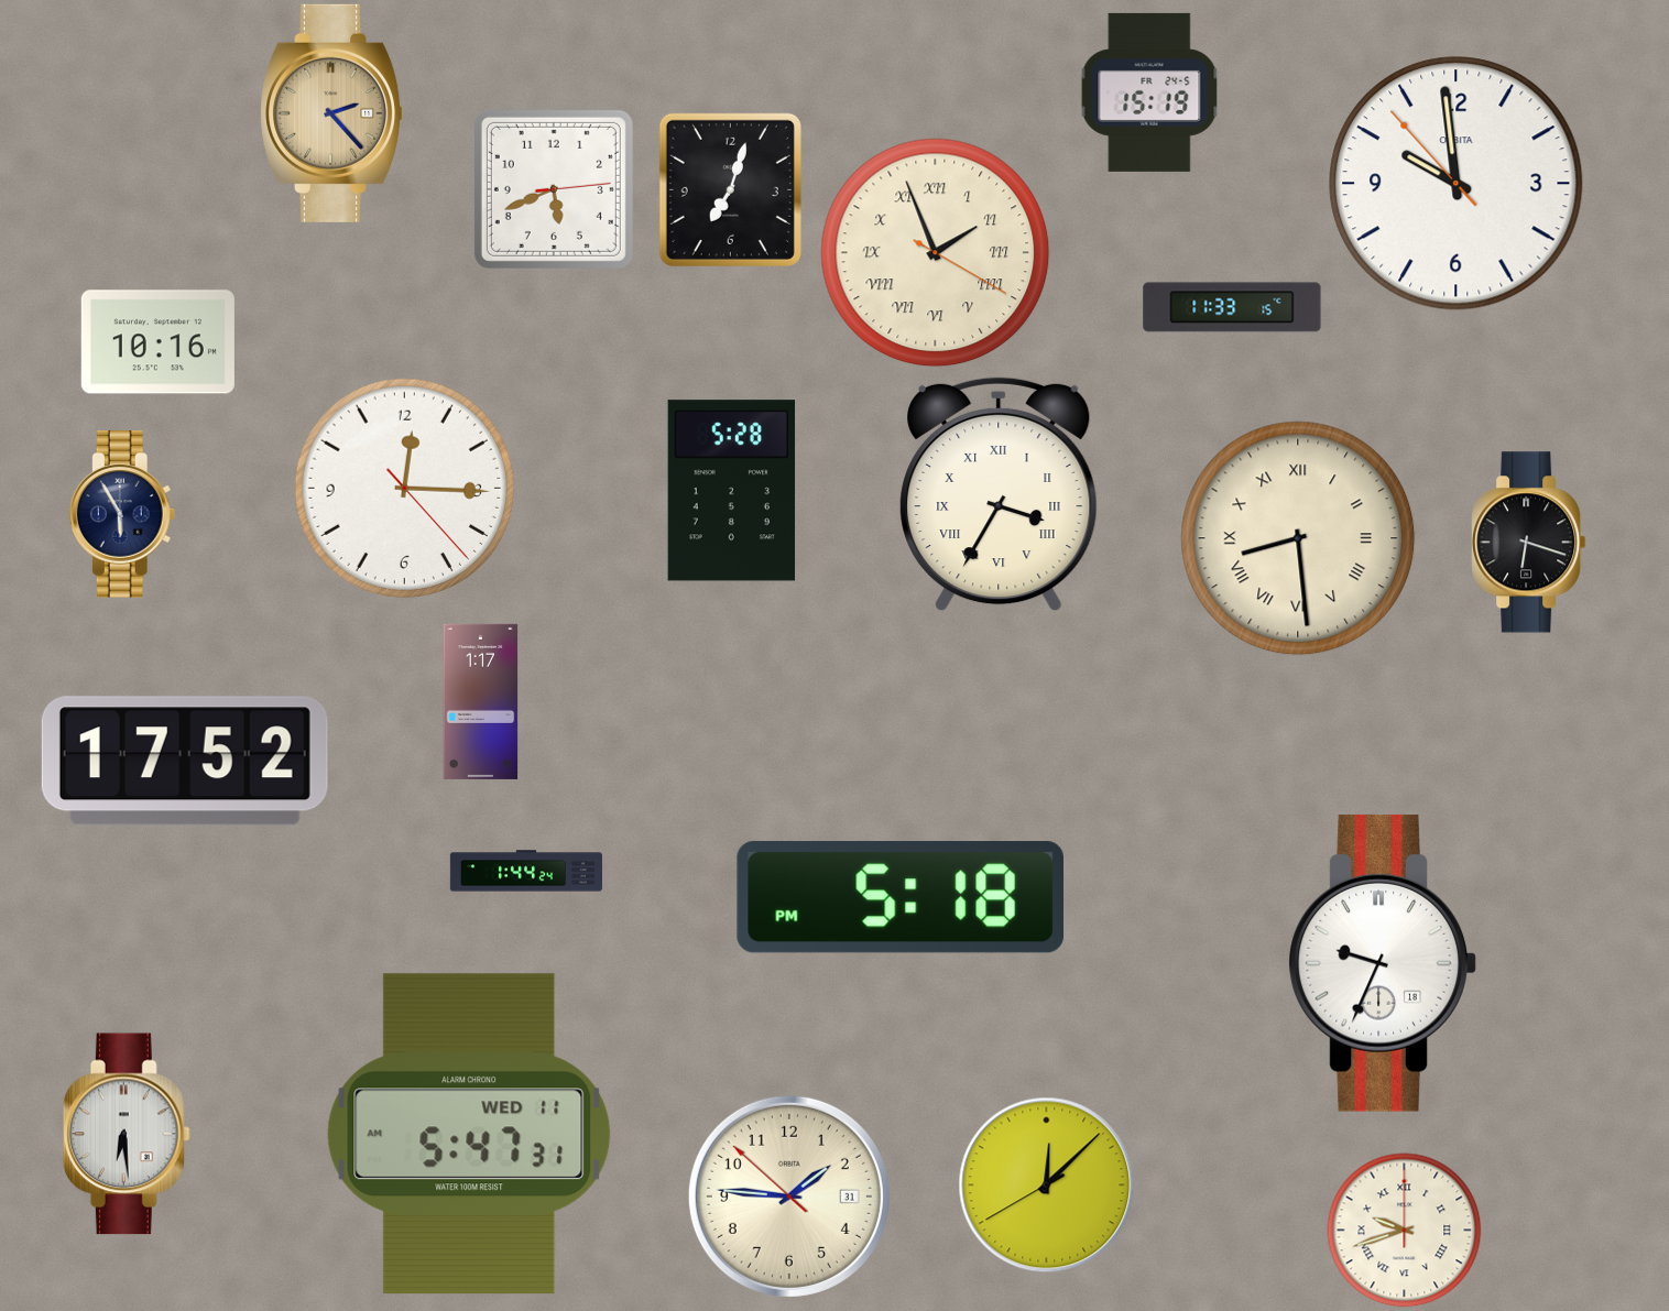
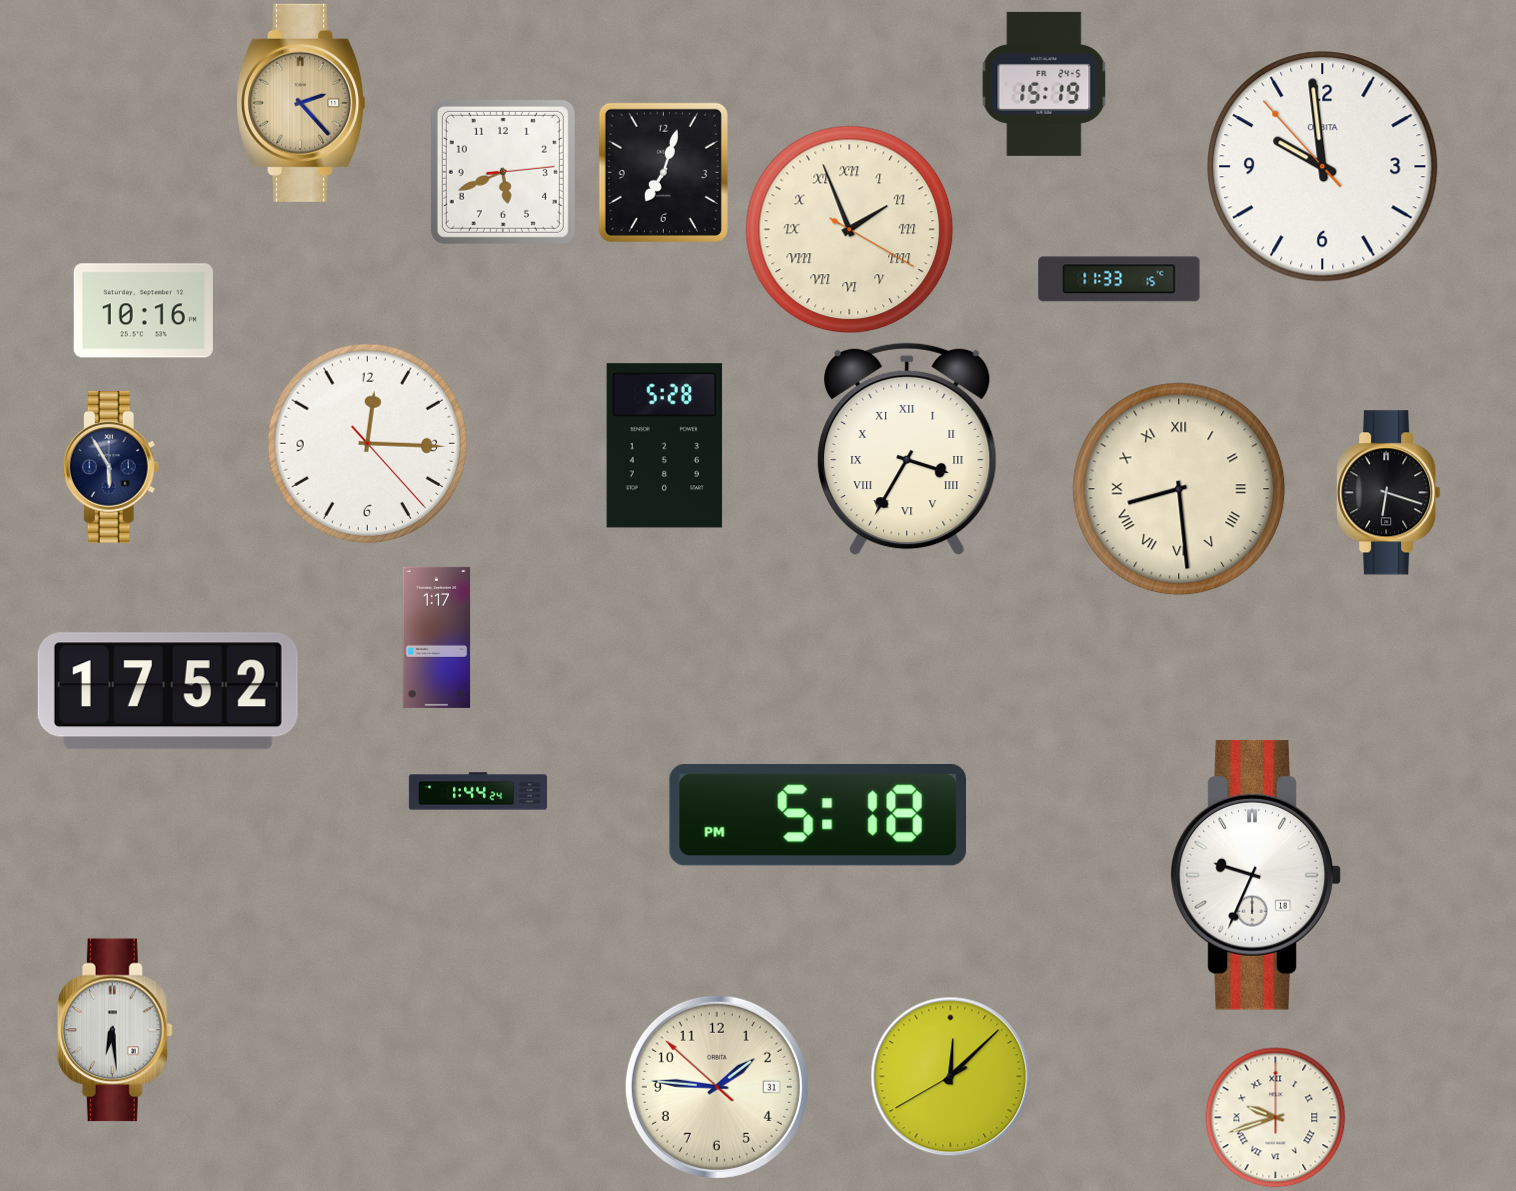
clock at (469, 1134): 5:47 -> none
